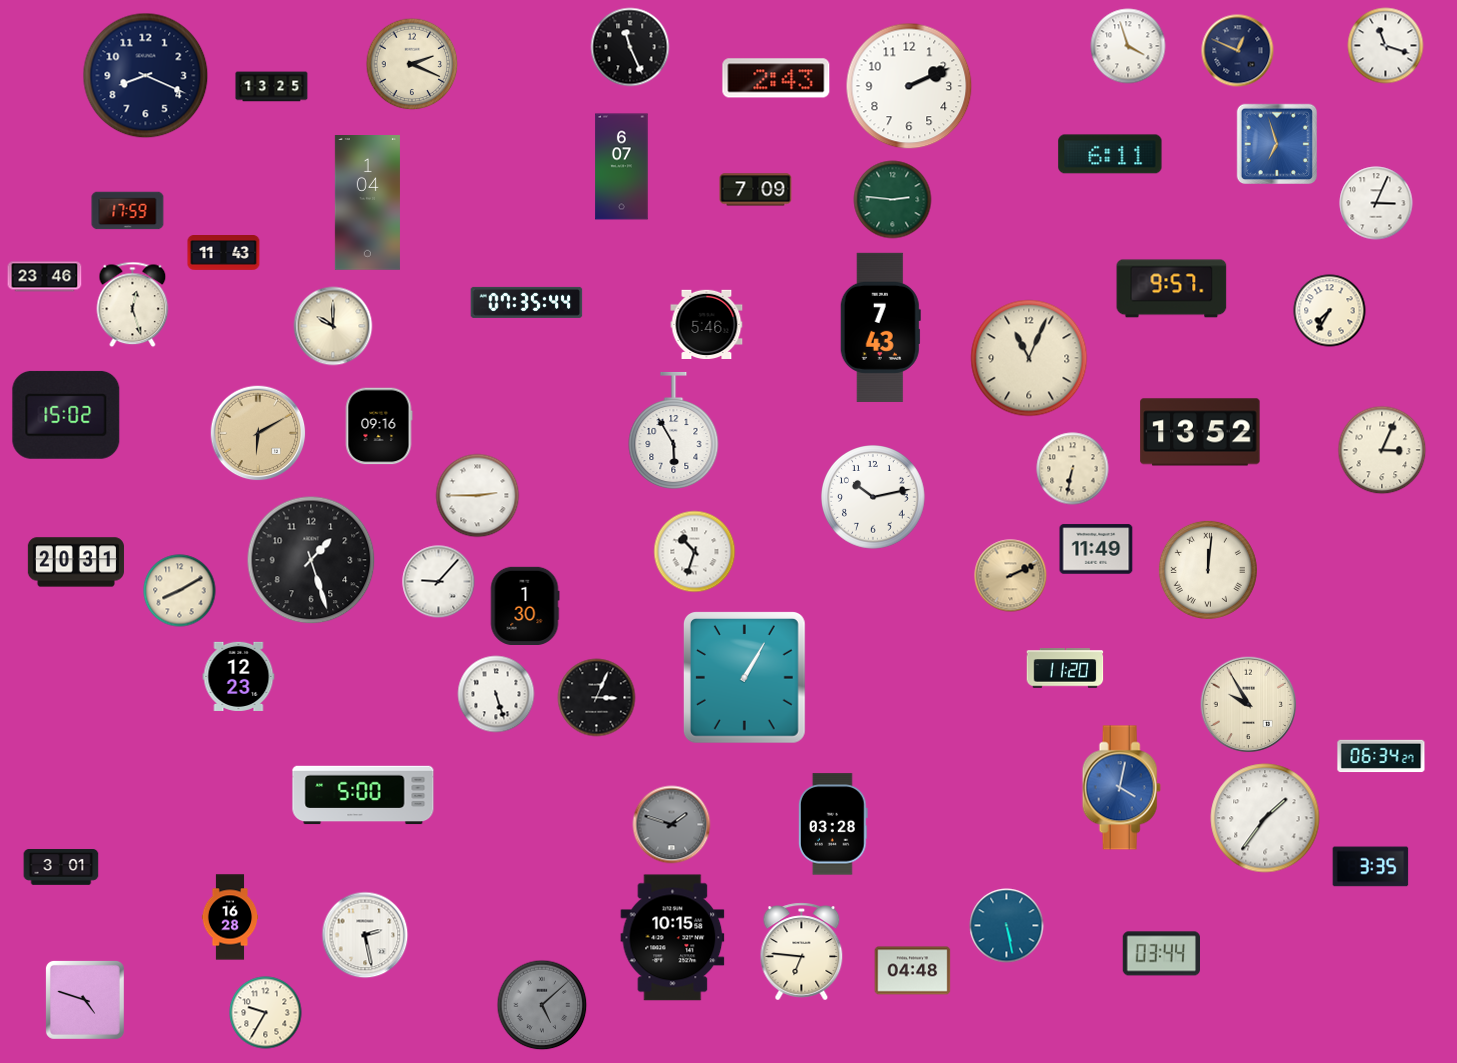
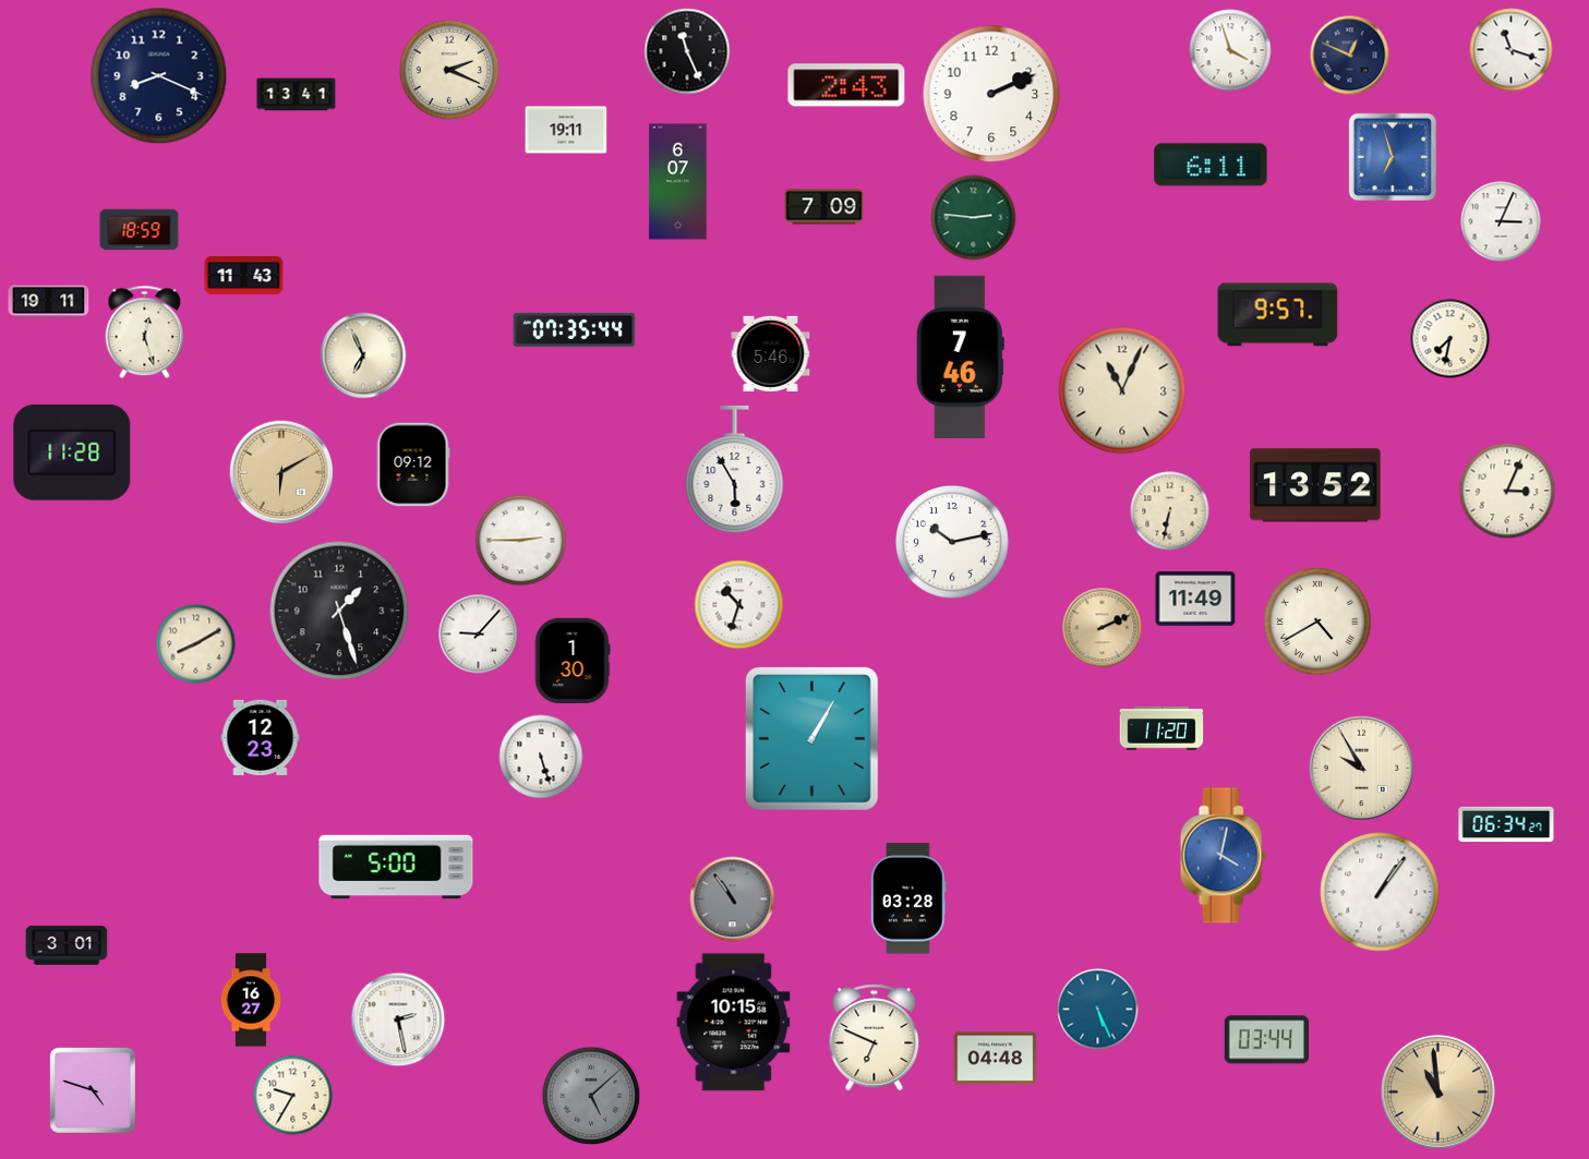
clock at (146, 76) position: (146, 76) -> (159, 76)
clock at (272, 87): 13:25 -> 13:41
clock at (566, 130): none -> 19:11
clock at (1110, 154) position: (1110, 154) -> (1211, 165)
clock at (367, 203): 1:04 -> none
clock at (128, 211): 17:59 -> 18:59
clock at (45, 277): 23:46 -> 19:11
clock at (1330, 311): 7:35 -> 7:32
clock at (333, 326): 10:00 -> 6:56
clock at (880, 327): 7:43 -> 7:46
clock at (66, 415): 15:02 -> 11:28
clock at (379, 426): 09:16 -> 09:12
clock at (1200, 432) position: (1200, 432) -> (1315, 485)
clock at (695, 552) position: (695, 552) -> (739, 605)
clock at (76, 562): 20:31 -> none
clock at (1208, 570): 12:01 -> 4:40
clock at (597, 698): 3:04 -> none
clock at (1121, 788) position: (1121, 788) -> (1223, 856)
clock at (1265, 818): 1:36 -> 1:06
clock at (672, 825): 1:48 -> 10:54
clock at (1371, 867): 3:35 -> none
clock at (230, 917): 16:28 -> 16:27
clock at (1007, 926): 5:28 -> 5:26
clock at (802, 952): 6:46 -> 6:49
clock at (1437, 1091): none -> 10:59
clock at (266, 1013) position: (266, 1013) -> (293, 1096)
